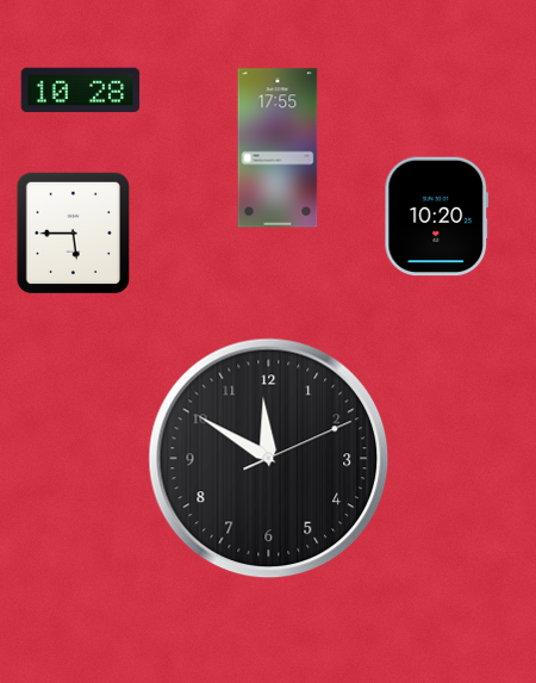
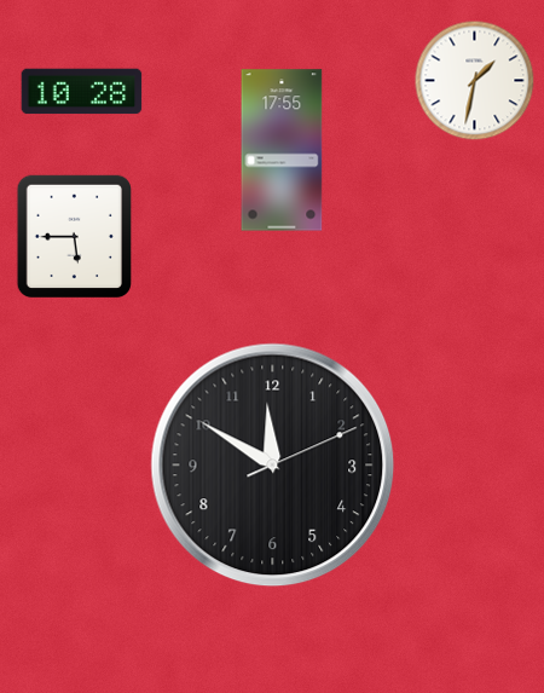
clock at (475, 81): none -> 1:32
clock at (437, 217): 10:20 -> none
